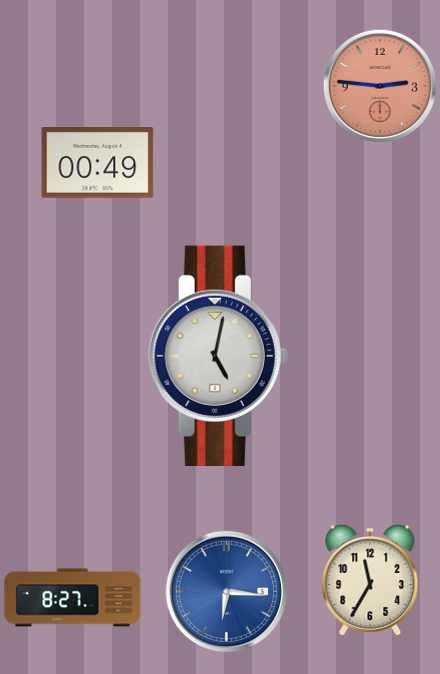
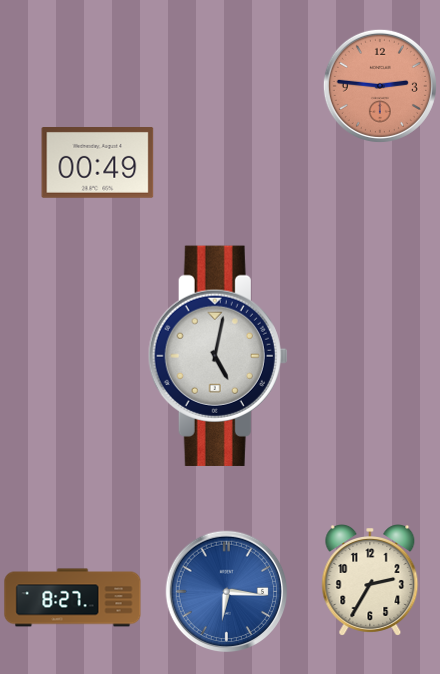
clock at (370, 581): 11:35 -> 2:35
